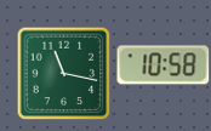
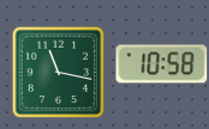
clock at (63, 73) position: (63, 73) -> (58, 72)
